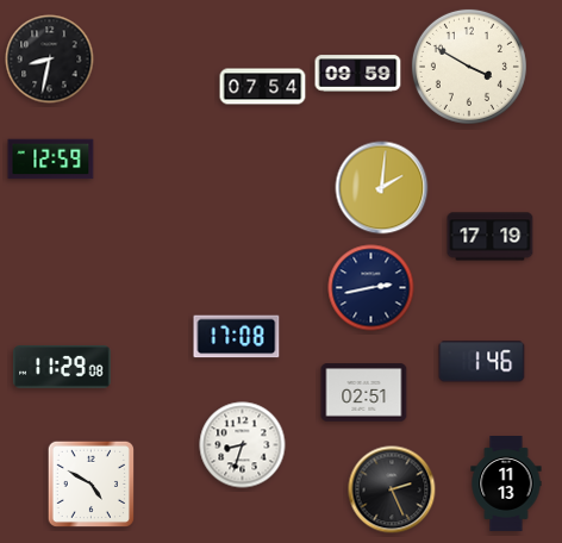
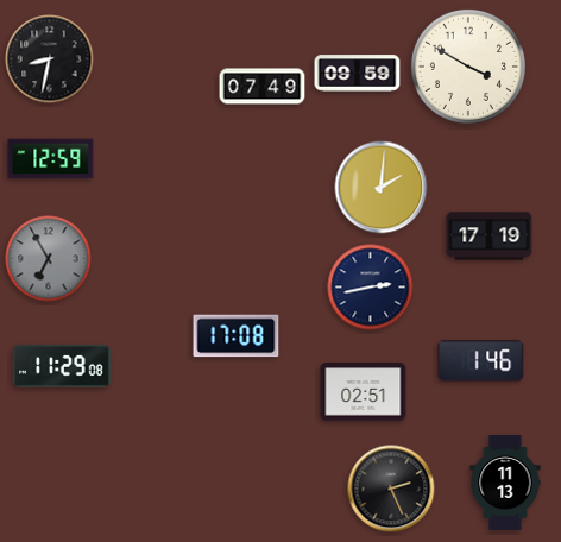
clock at (263, 87): 07:54 -> 07:49
clock at (49, 259): none -> 6:55
clock at (243, 445): 8:33 -> none
clock at (90, 483): 4:50 -> none
